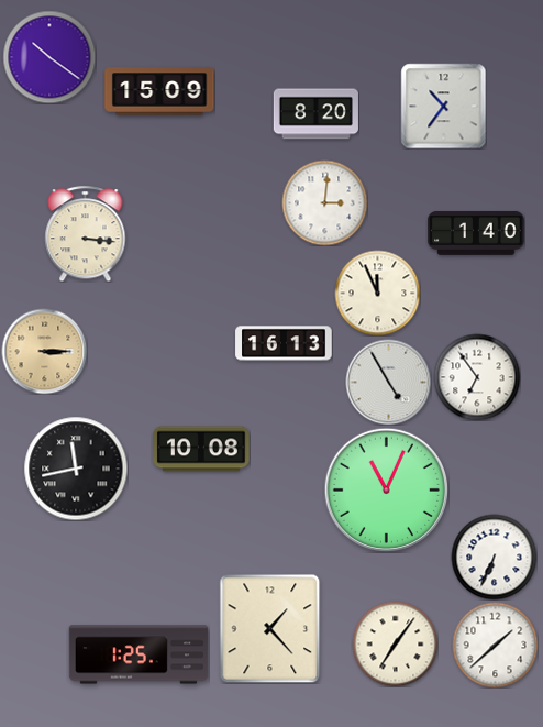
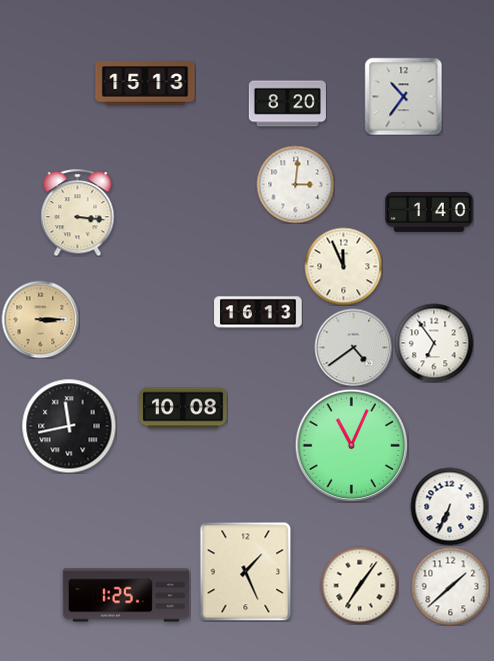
clock at (49, 57): 10:21 -> none
clock at (159, 91): 15:09 -> 15:13
clock at (476, 233) position: (476, 233) -> (429, 212)
clock at (388, 382): 4:55 -> 4:39
clock at (270, 628): 1:23 -> 1:26
